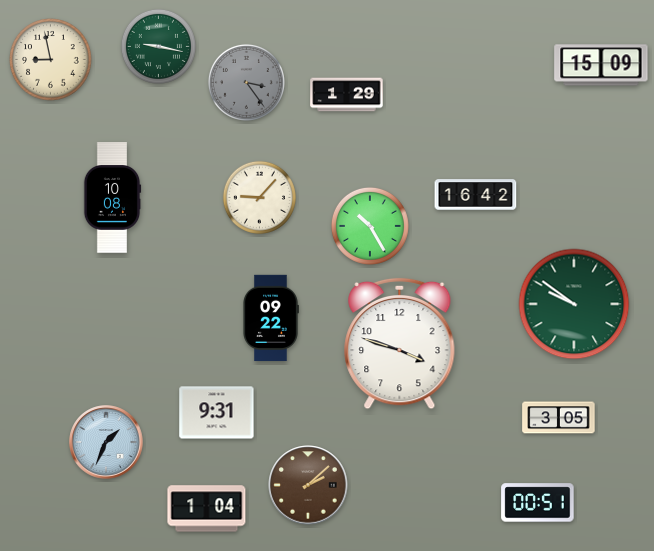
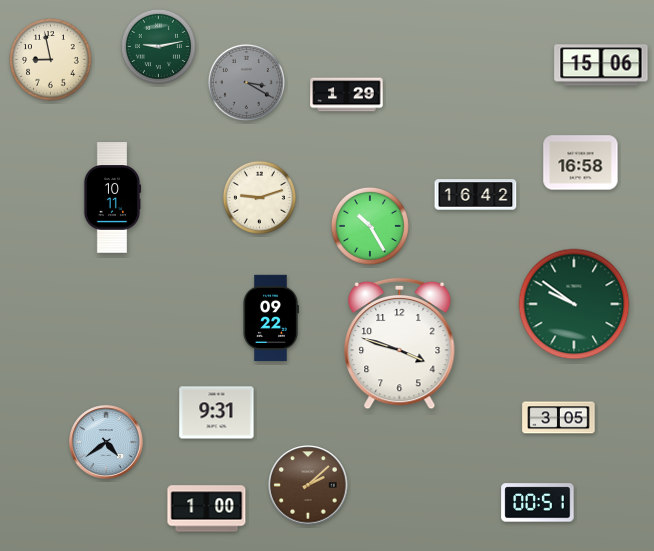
clock at (158, 46): 9:17 -> 9:13
clock at (601, 65): 15:09 -> 15:06
clock at (246, 82): 3:24 -> 3:20
clock at (581, 163): none -> 16:58
clock at (259, 197): 9:07 -> 9:12
clock at (112, 198): 10:08 -> 10:11
clock at (106, 442): 1:34 -> 4:39
clock at (207, 509): 1:04 -> 1:00
